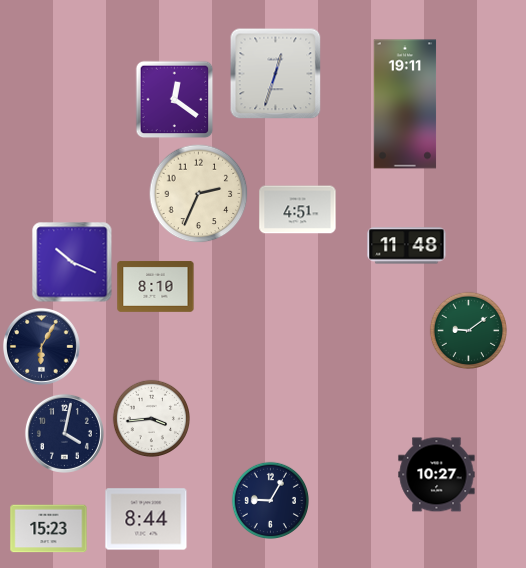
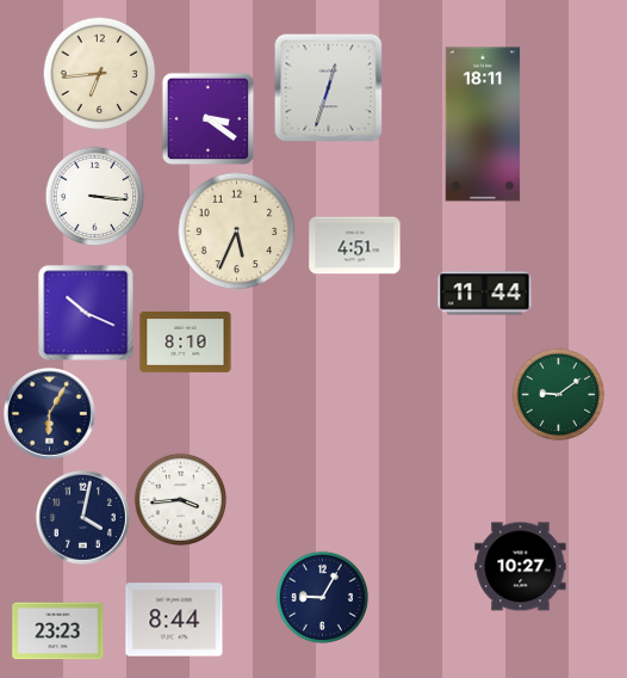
clock at (99, 73): none -> 6:44
clock at (174, 99): 12:21 -> 3:21
clock at (405, 104): 19:11 -> 18:11
clock at (94, 196): none -> 3:16
clock at (199, 194): 2:34 -> 5:34
clock at (298, 210) position: (298, 210) -> (355, 246)
clock at (407, 246): 11:48 -> 11:44
clock at (64, 433) position: (64, 433) -> (82, 517)
clock at (49, 529): 15:23 -> 23:23
